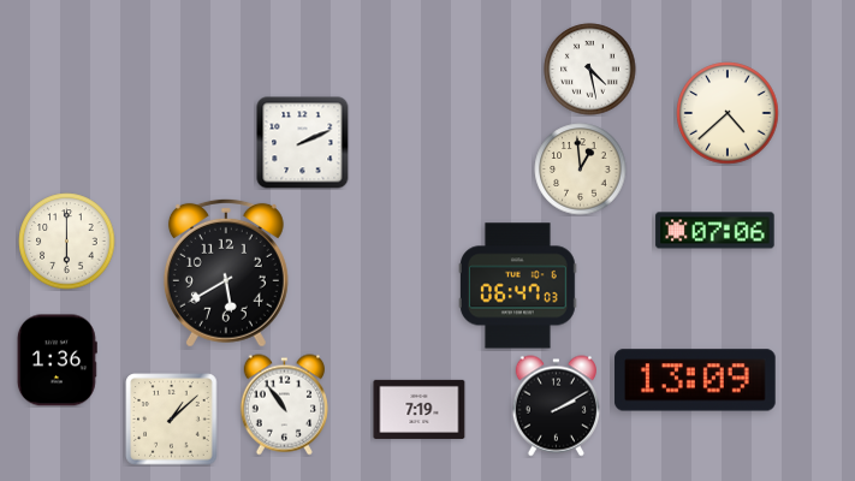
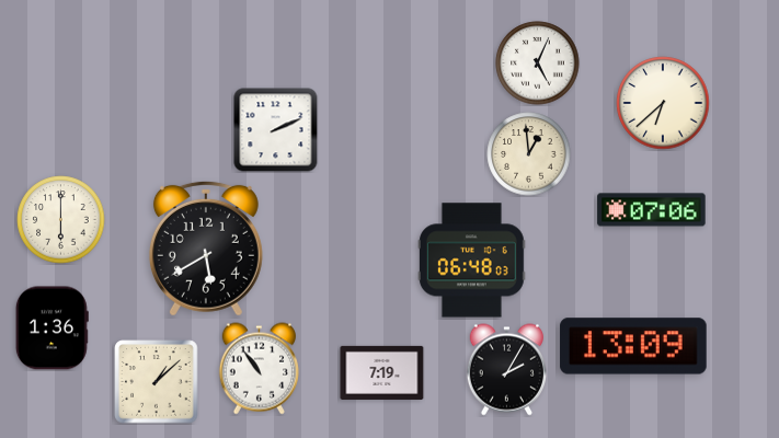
clock at (590, 70): 4:28 -> 5:04
clock at (728, 113): 4:38 -> 6:38
clock at (518, 286): 06:47 -> 06:48
clock at (556, 406): 2:10 -> 2:05
